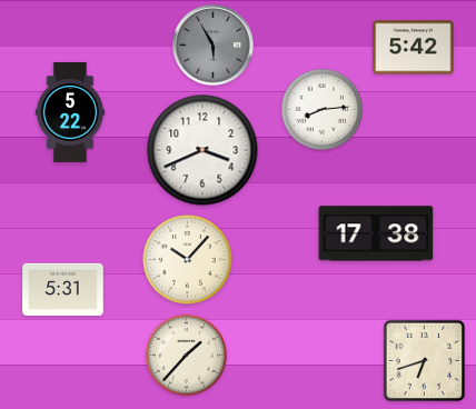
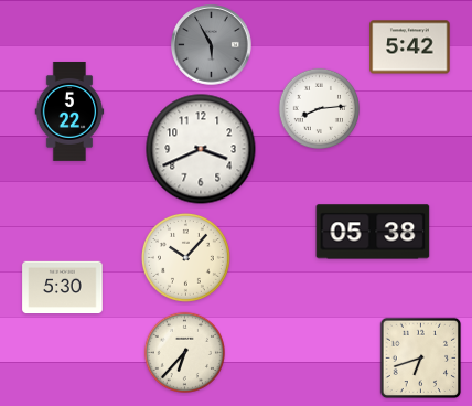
clock at (376, 233): 17:38 -> 05:38
clock at (63, 290): 5:31 -> 5:30
clock at (186, 355): 1:37 -> 6:37
